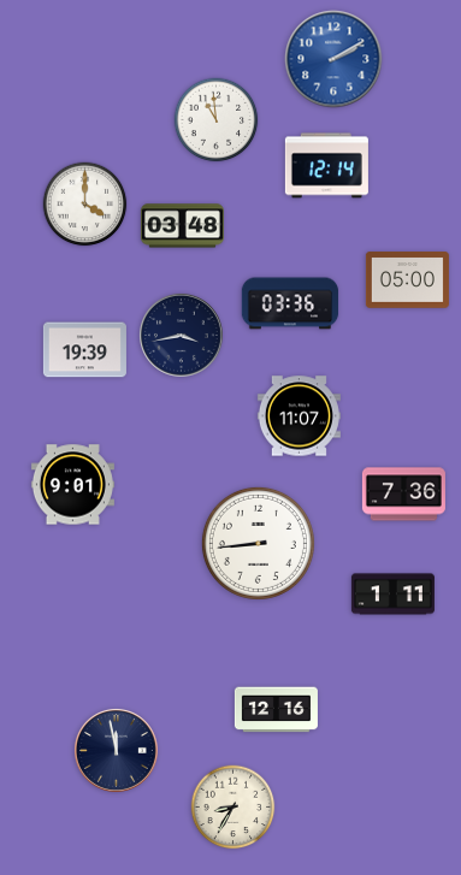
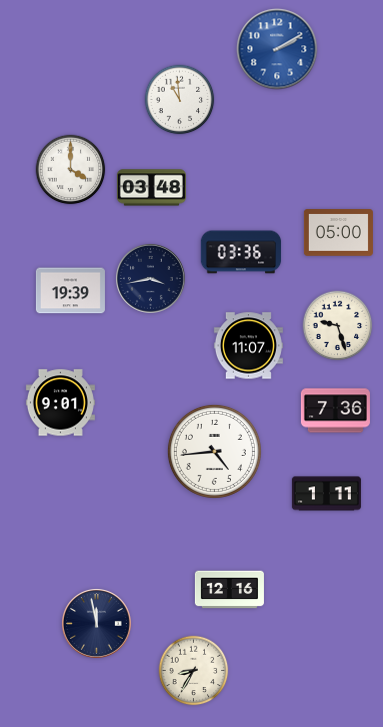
clock at (326, 166): 12:14 -> none
clock at (338, 326): none -> 9:27
clock at (258, 543): 8:44 -> 4:44
